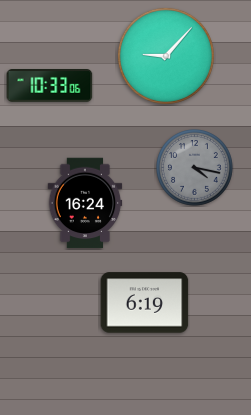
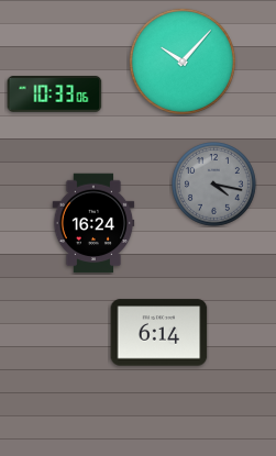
clock at (166, 56): 9:07 -> 10:07
clock at (145, 303): 6:19 -> 6:14
